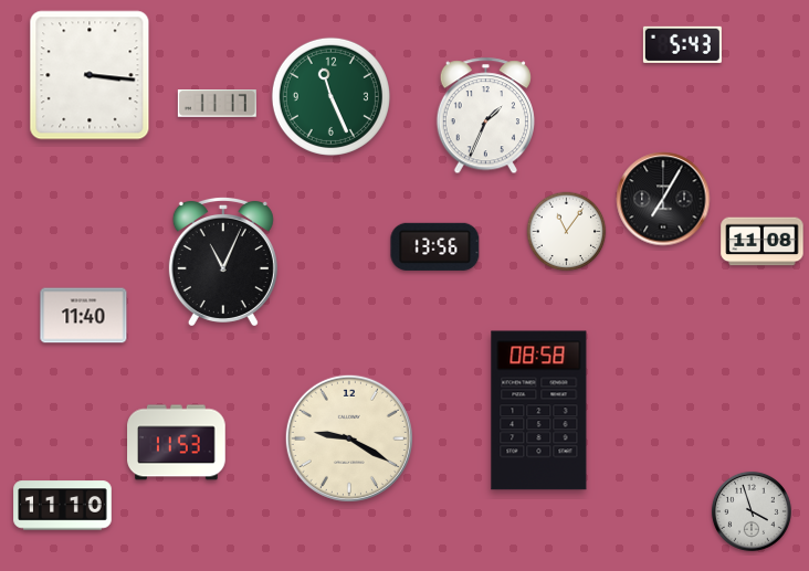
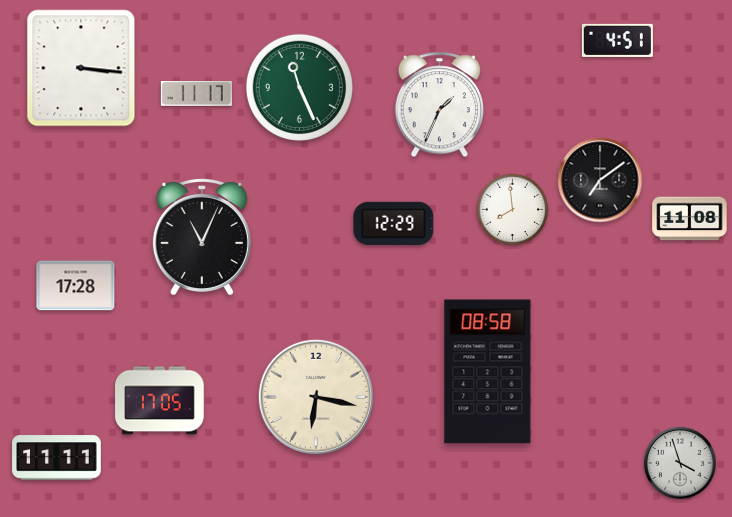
clock at (682, 44): 5:43 -> 4:51
clock at (663, 199): 7:05 -> 7:09
clock at (567, 232): 11:06 -> 7:59
clock at (435, 246): 13:56 -> 12:29
clock at (84, 316): 11:40 -> 17:28
clock at (349, 438): 9:20 -> 6:17
clock at (177, 443): 11:53 -> 17:05
clock at (63, 506): 11:10 -> 11:11
